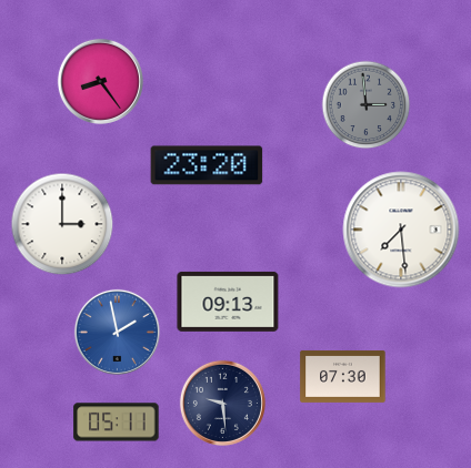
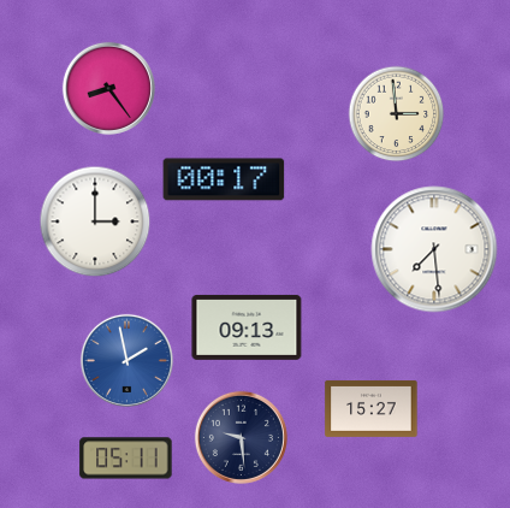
clock at (365, 104) dial: grey -> cream
clock at (207, 165): 23:20 -> 00:17
clock at (62, 224) position: (62, 224) -> (95, 221)
clock at (343, 376): 07:30 -> 15:27
